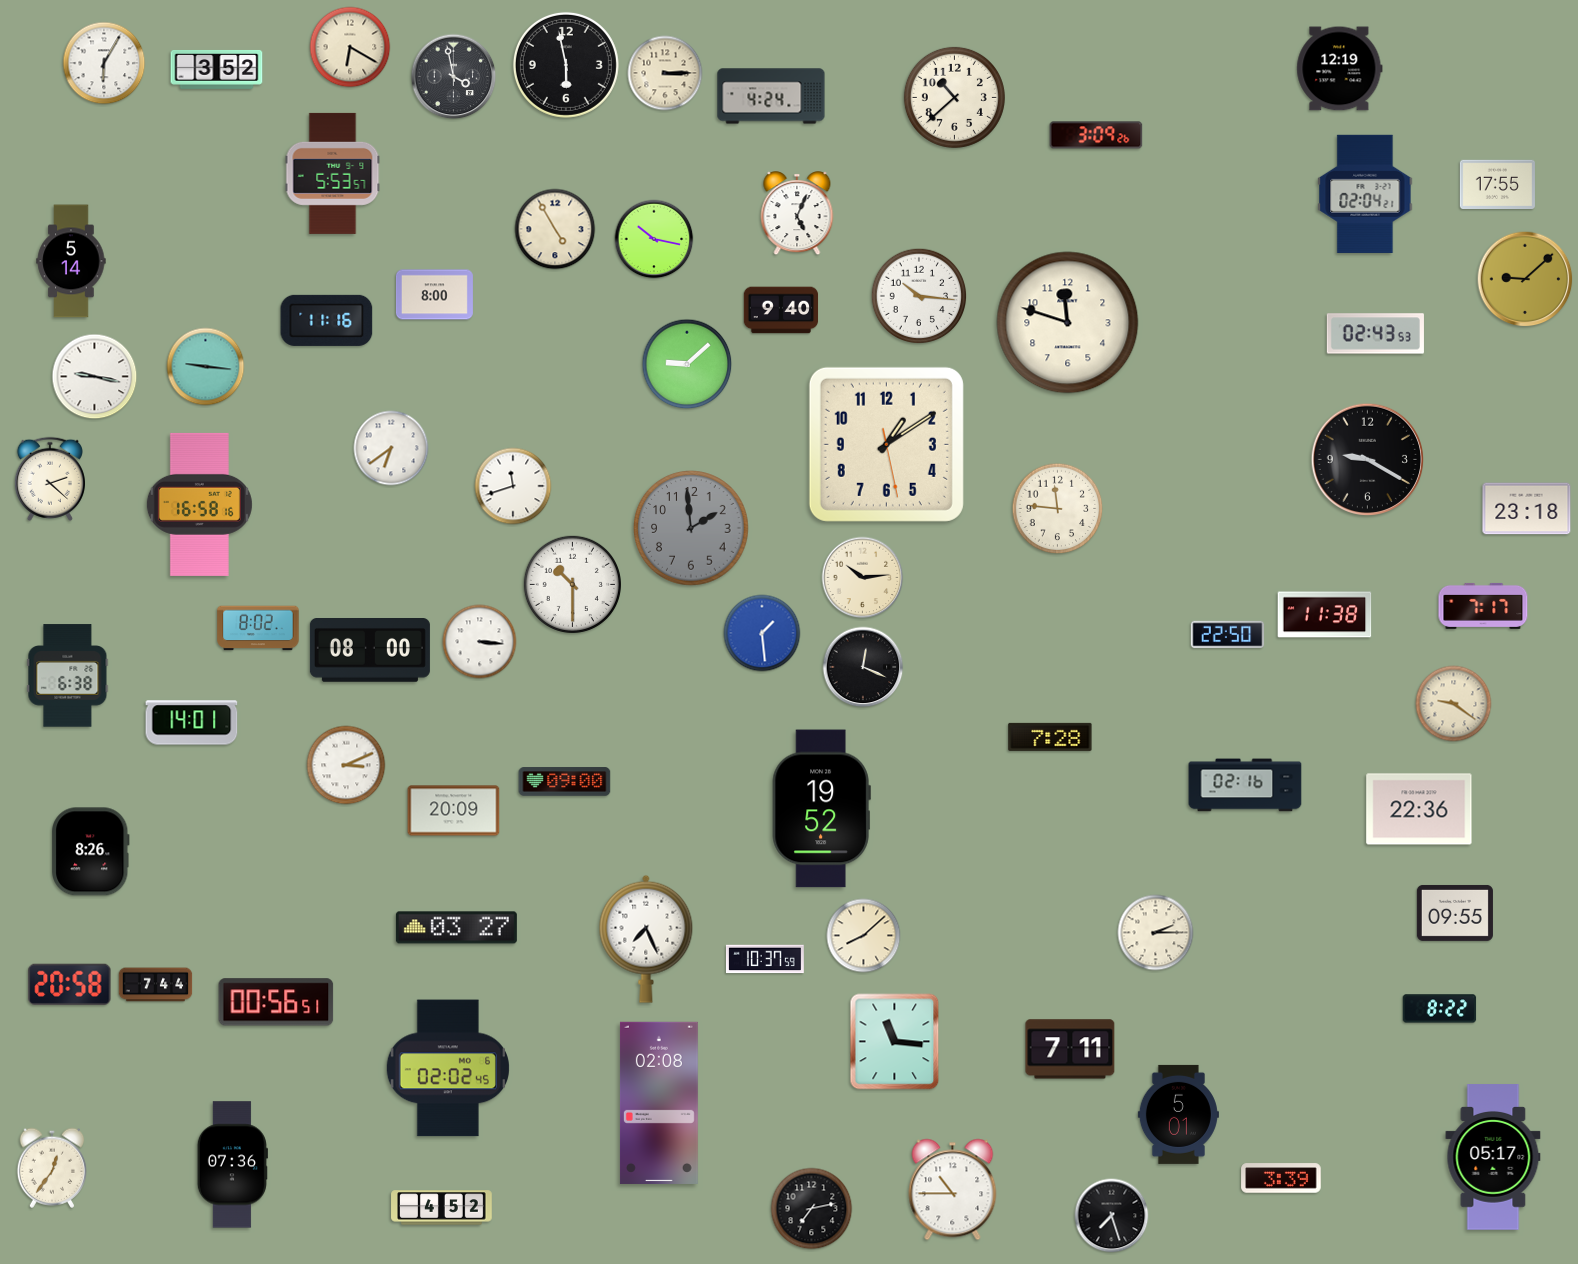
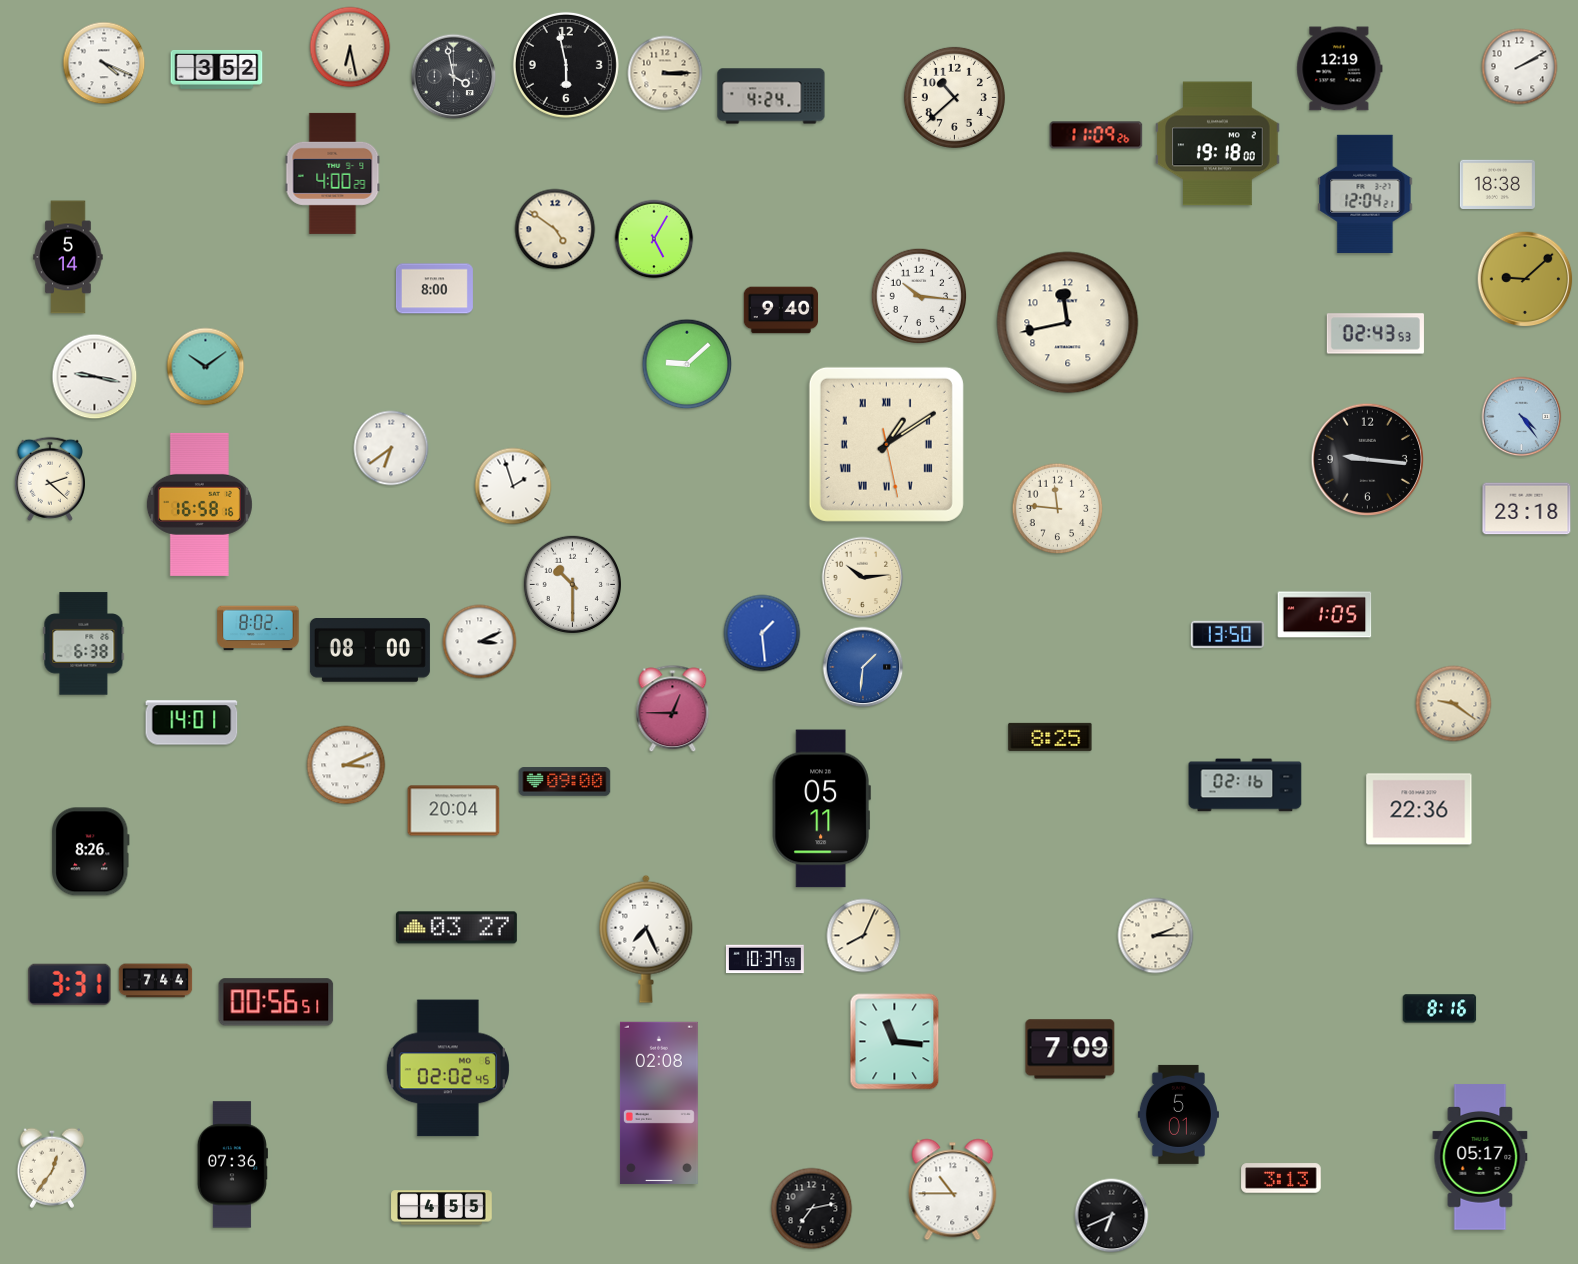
clock at (350, 47): 6:20 -> 6:28
clock at (104, 63): 6:05 -> 4:19
clock at (1520, 67): none -> 2:10
clock at (1096, 135): 3:09 -> 11:09
clock at (1218, 144): none -> 19:18
clock at (333, 173): 5:53 -> 4:00
clock at (1497, 184): 17:55 -> 18:38
clock at (1365, 194): 02:04 -> 12:04
clock at (797, 214): 5:04 -> none
clock at (555, 229): 4:55 -> 4:51
clock at (654, 239): 10:17 -> 5:05
clock at (71, 261) position: (71, 261) -> (68, 257)
clock at (434, 295) position: (434, 295) -> (434, 289)
clock at (327, 320): 11:16 -> none
clock at (1068, 323): 11:48 -> 11:43
clock at (206, 367): 9:16 -> 10:09
clock at (1522, 417): none -> 4:24
clock at (886, 444) numerals: Arabic -> Roman
clock at (1367, 459): 9:20 -> 9:16
clock at (513, 486): 11:42 -> 1:57
clock at (691, 528): 1:59 -> none
clock at (1483, 606): 7:17 -> none
clock at (1325, 615): 11:38 -> 1:05
clock at (1228, 635): 22:50 -> 13:50
clock at (480, 642): 3:16 -> 3:11
clock at (863, 667): 12:19 -> 1:31
clock at (863, 667) dial: black -> blue
clock at (68, 676) position: (68, 676) -> (84, 644)
clock at (673, 709): none -> 12:45
clock at (1050, 737): 7:28 -> 8:25
clock at (821, 809): 19:52 -> 05:11
clock at (454, 811): 20:09 -> 20:04
clock at (1455, 913): 09:55 -> none
clock at (1156, 933) position: (1156, 933) -> (1156, 936)
clock at (864, 936): 8:08 -> 8:04
clock at (70, 984): 20:58 -> 3:31
clock at (156, 985) position: (156, 985) -> (156, 981)
clock at (1440, 1009): 8:22 -> 8:16
clock at (1070, 1049): 7:11 -> 7:09
clock at (1493, 1157) position: (1493, 1157) -> (1480, 1157)
clock at (1281, 1178): 3:39 -> 3:13
clock at (442, 1208): 4:52 -> 4:55
clock at (1112, 1216): 7:27 -> 6:41
